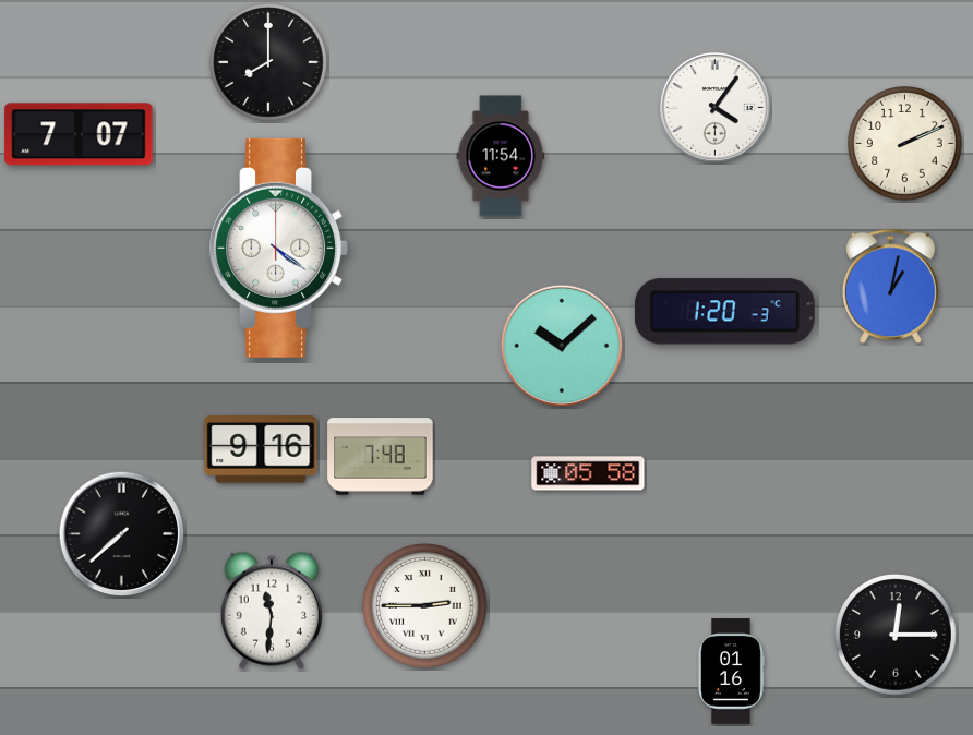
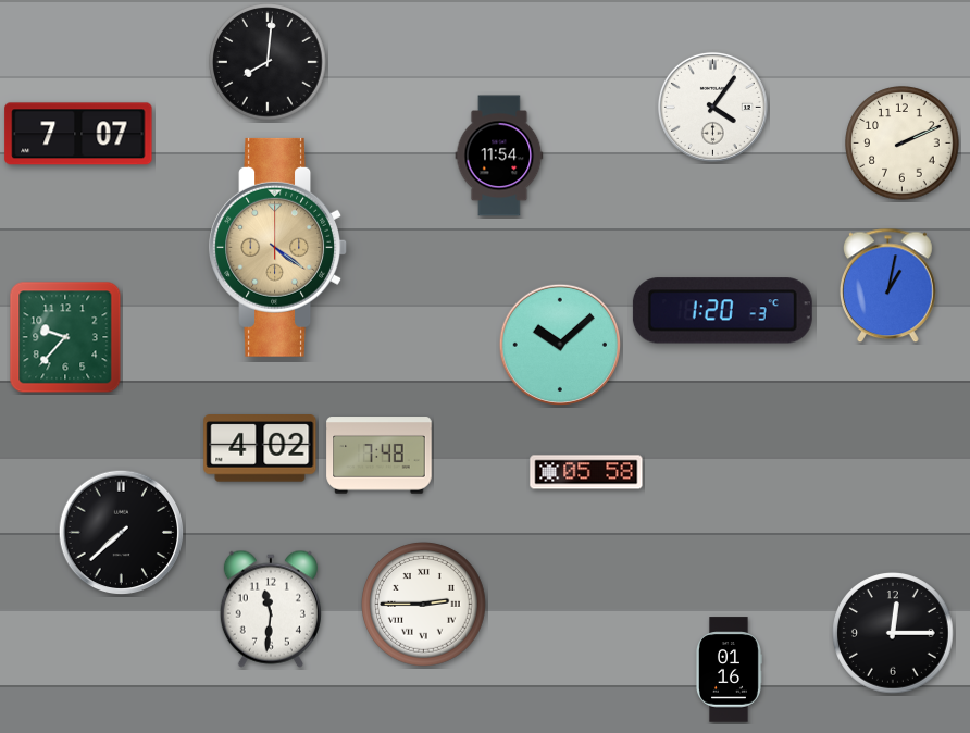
clock at (268, 62): 8:00 -> 8:01
clock at (278, 248) dial: white -> champagne
clock at (65, 337): none -> 9:37
clock at (261, 450): 9:16 -> 4:02
